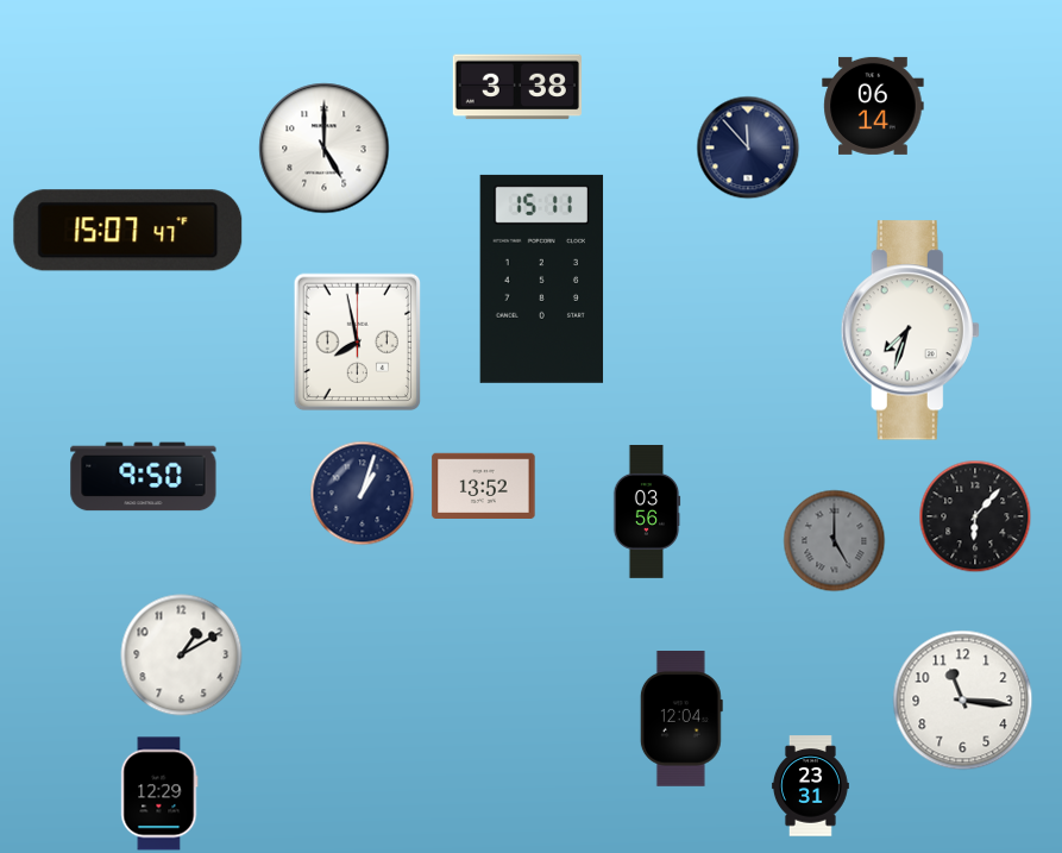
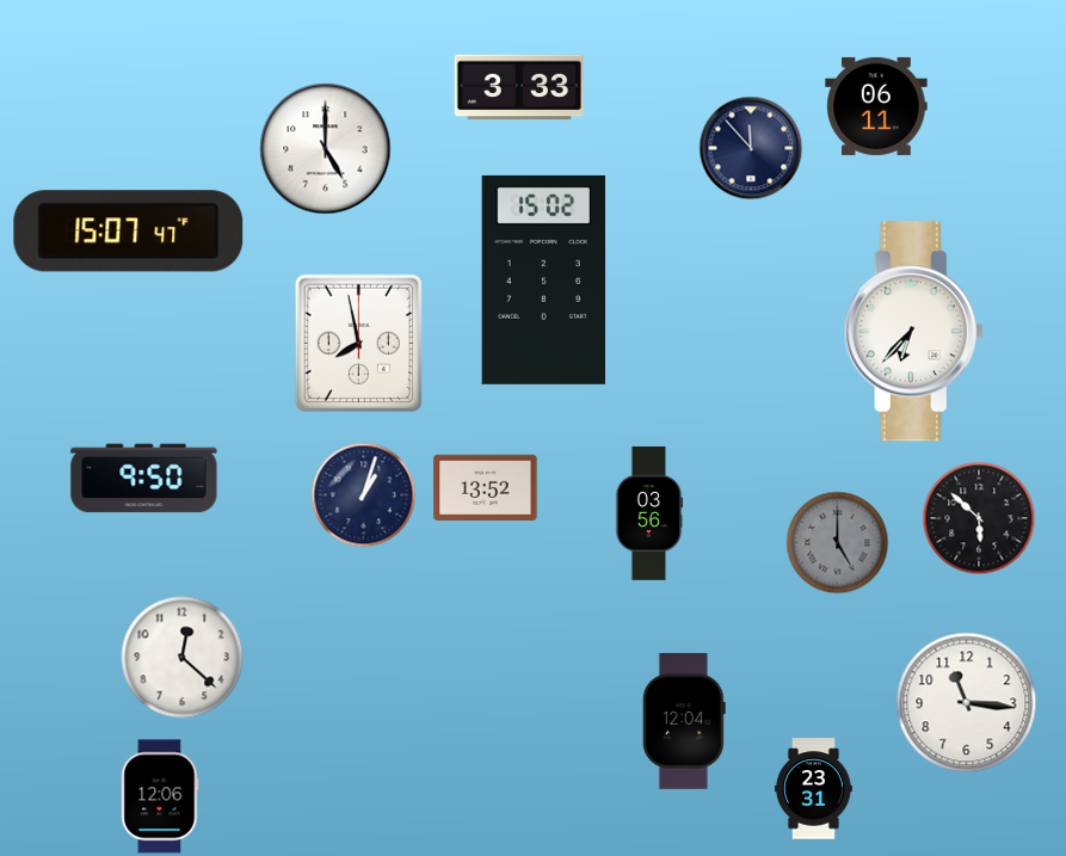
clock at (517, 87): 3:38 -> 3:33
clock at (873, 106): 06:14 -> 06:11
clock at (542, 278): 15:11 -> 15:02
clock at (910, 331): 7:33 -> 6:37
clock at (975, 516): 6:07 -> 5:52
clock at (182, 656): 1:10 -> 12:22
clock at (159, 794): 12:29 -> 12:06
